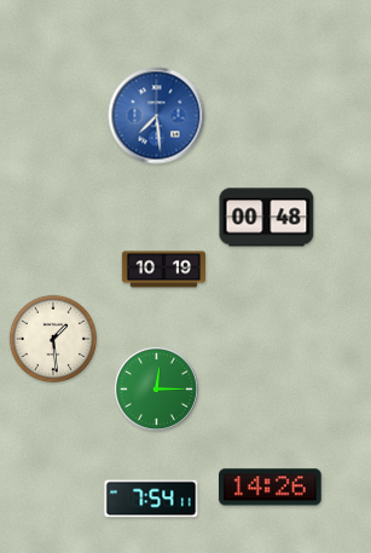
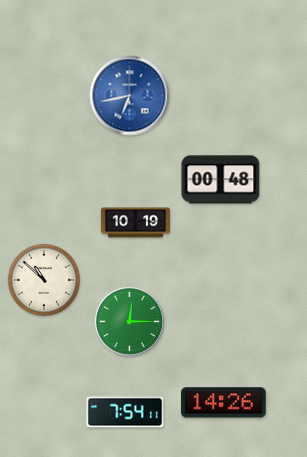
clock at (157, 116): 7:29 -> 6:43
clock at (53, 339): 1:29 -> 10:52
